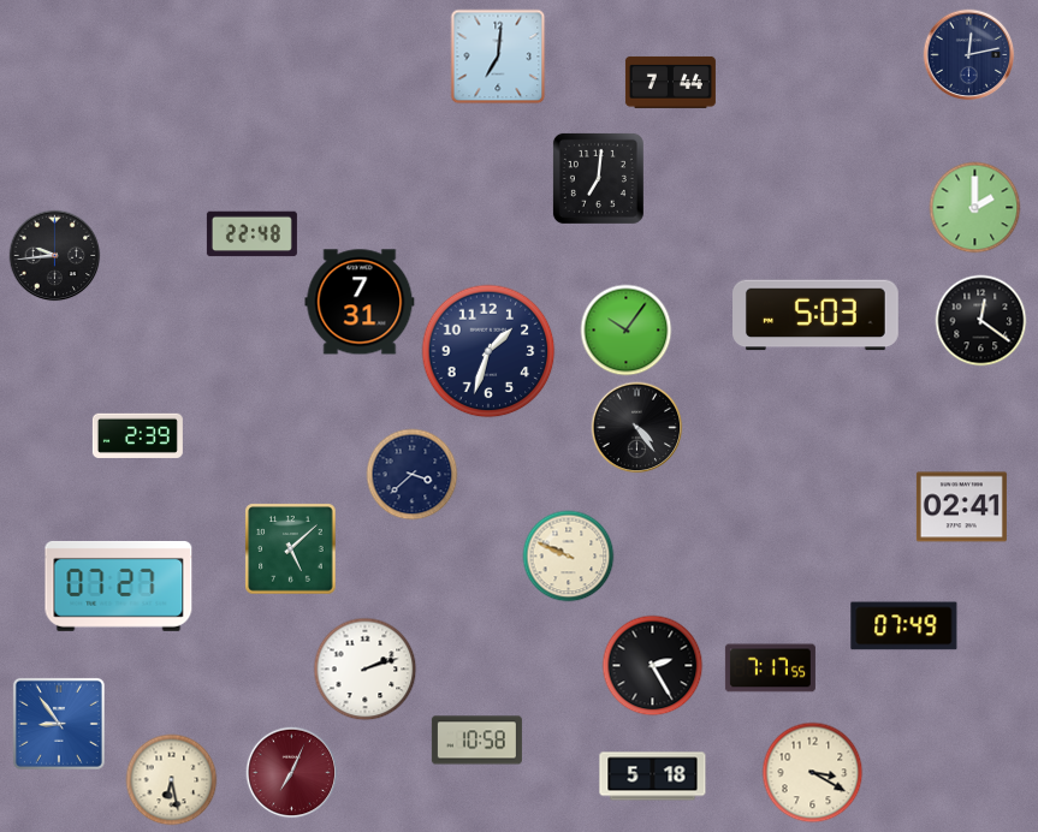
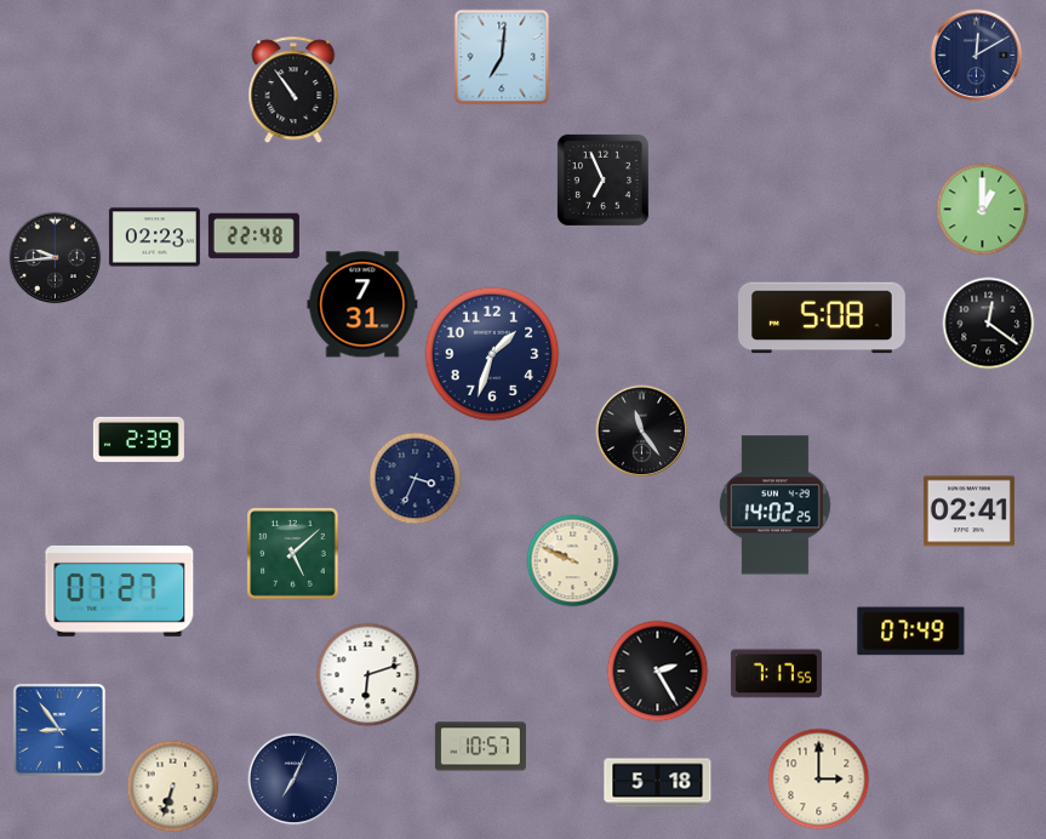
clock at (969, 55): 12:13 -> 12:10
clock at (670, 82): 7:44 -> none
clock at (293, 91): none -> 10:54
clock at (598, 178): 7:01 -> 6:56
clock at (975, 208): 2:00 -> 1:00
clock at (154, 238): none -> 02:23
clock at (817, 315): 5:03 -> 5:08
clock at (627, 331): 10:06 -> none
clock at (637, 428): 4:24 -> 11:24
clock at (413, 475): 3:38 -> 3:34
clock at (775, 506): none -> 14:02
clock at (366, 670): 2:12 -> 6:12
clock at (476, 741): 10:58 -> 10:57
clock at (292, 773) dial: burgundy -> navy
clock at (813, 773): 3:20 -> 3:00
clock at (172, 780): 6:28 -> 6:33
